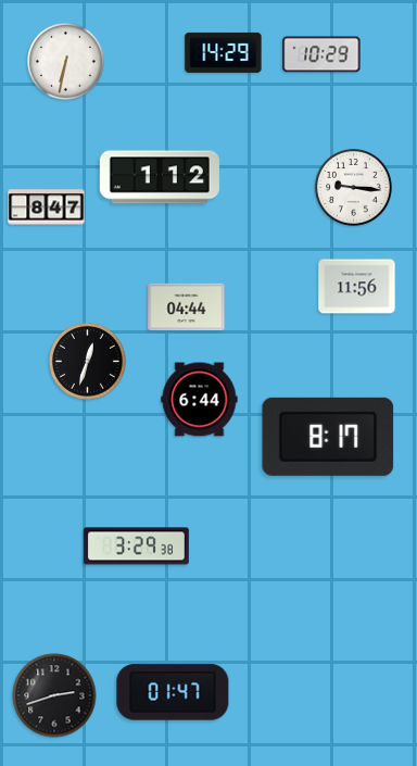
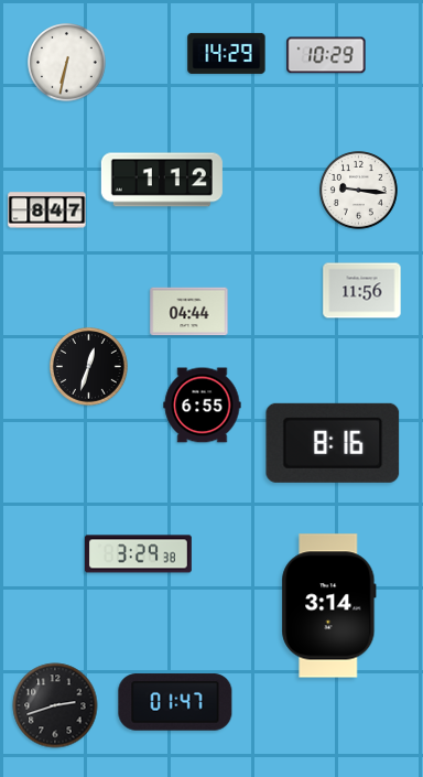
clock at (200, 400): 6:44 -> 6:55
clock at (328, 437): 8:17 -> 8:16
clock at (329, 606): none -> 3:14
